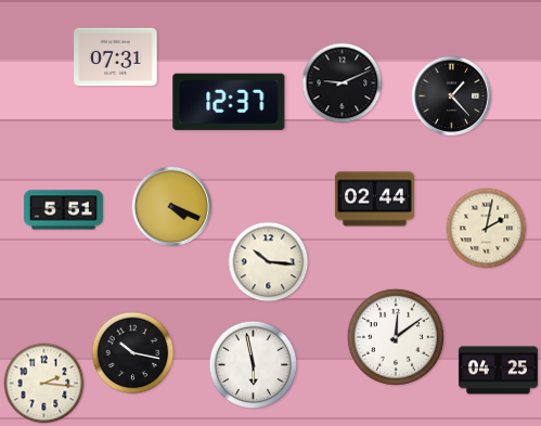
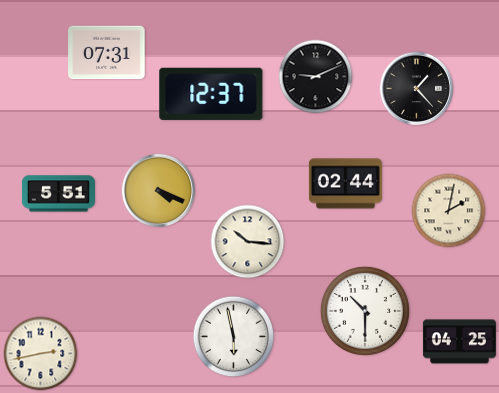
clock at (396, 337): 12:09 -> 10:30
clock at (133, 353): 10:17 -> none
clock at (44, 384): 2:16 -> 2:43
